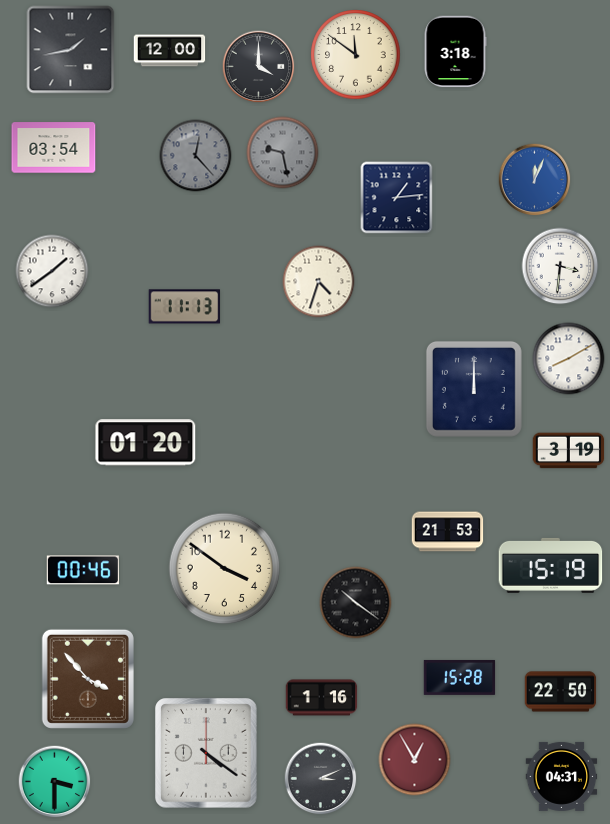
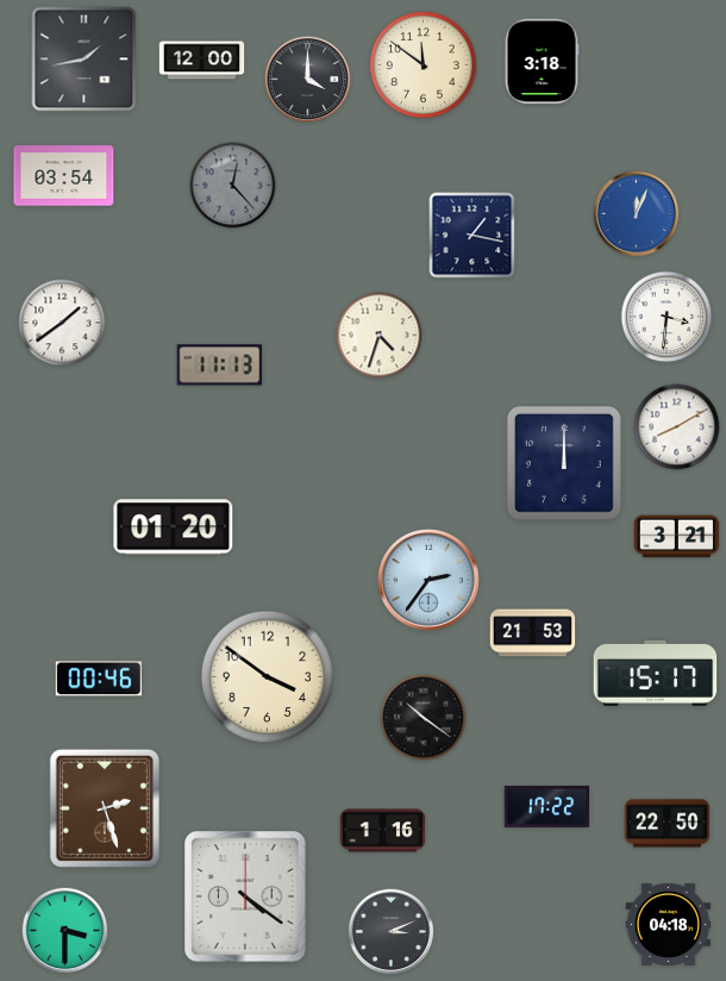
clock at (283, 153): 9:28 -> none
clock at (397, 198): 1:14 -> 1:17
clock at (569, 451): 3:19 -> 3:21
clock at (430, 581): none -> 2:36
clock at (551, 565): 15:19 -> 15:17
clock at (460, 678): 15:28 -> 17:22
clock at (88, 679): 3:53 -> 2:27
clock at (415, 760): 12:55 -> none
clock at (562, 776): 04:31 -> 04:18
clock at (321, 779) position: (321, 779) -> (392, 932)
